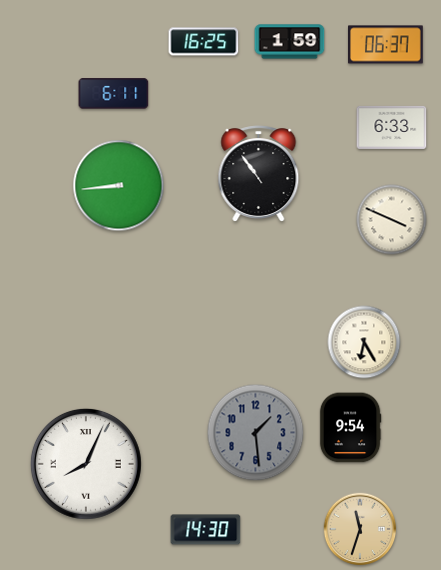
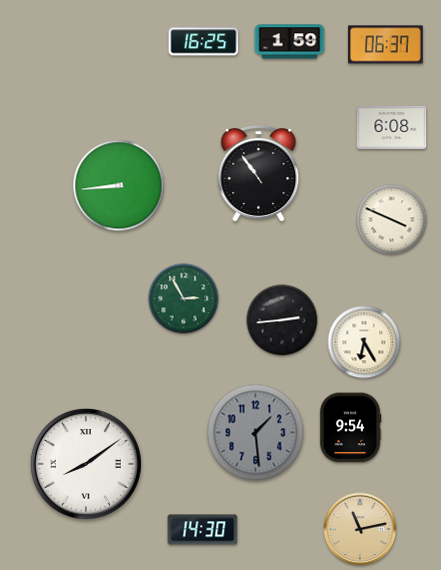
clock at (114, 94): 6:11 -> none
clock at (392, 127): 6:33 -> 6:08
clock at (184, 299): none -> 2:55
clock at (282, 320): none -> 2:44
clock at (86, 464): 8:04 -> 8:09
clock at (360, 529): 11:33 -> 11:13
clock at (206, 530) position: (206, 530) -> (203, 530)
